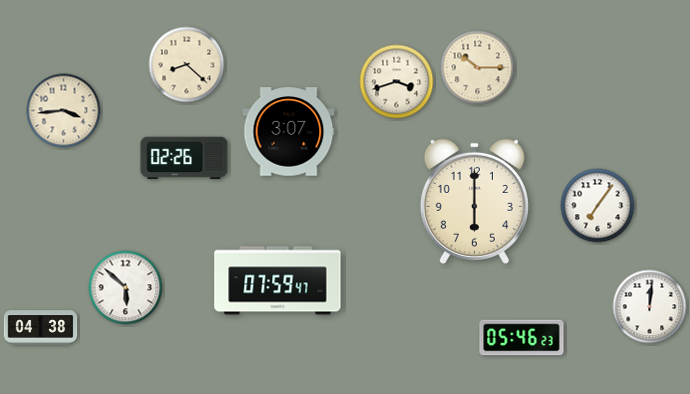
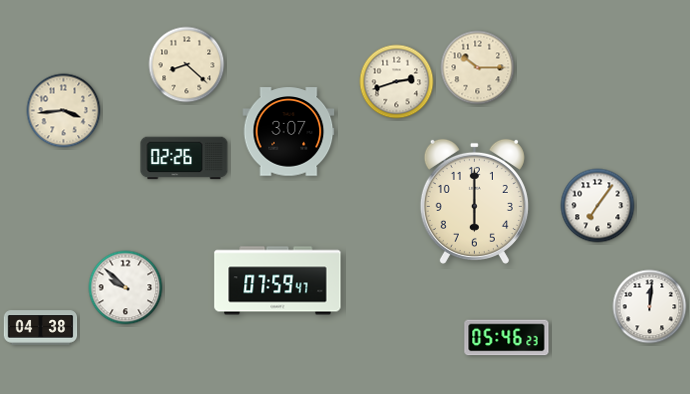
clock at (397, 82): 3:42 -> 2:42
clock at (126, 288): 5:52 -> 9:52
clock at (522, 338) position: (522, 338) -> (507, 338)
